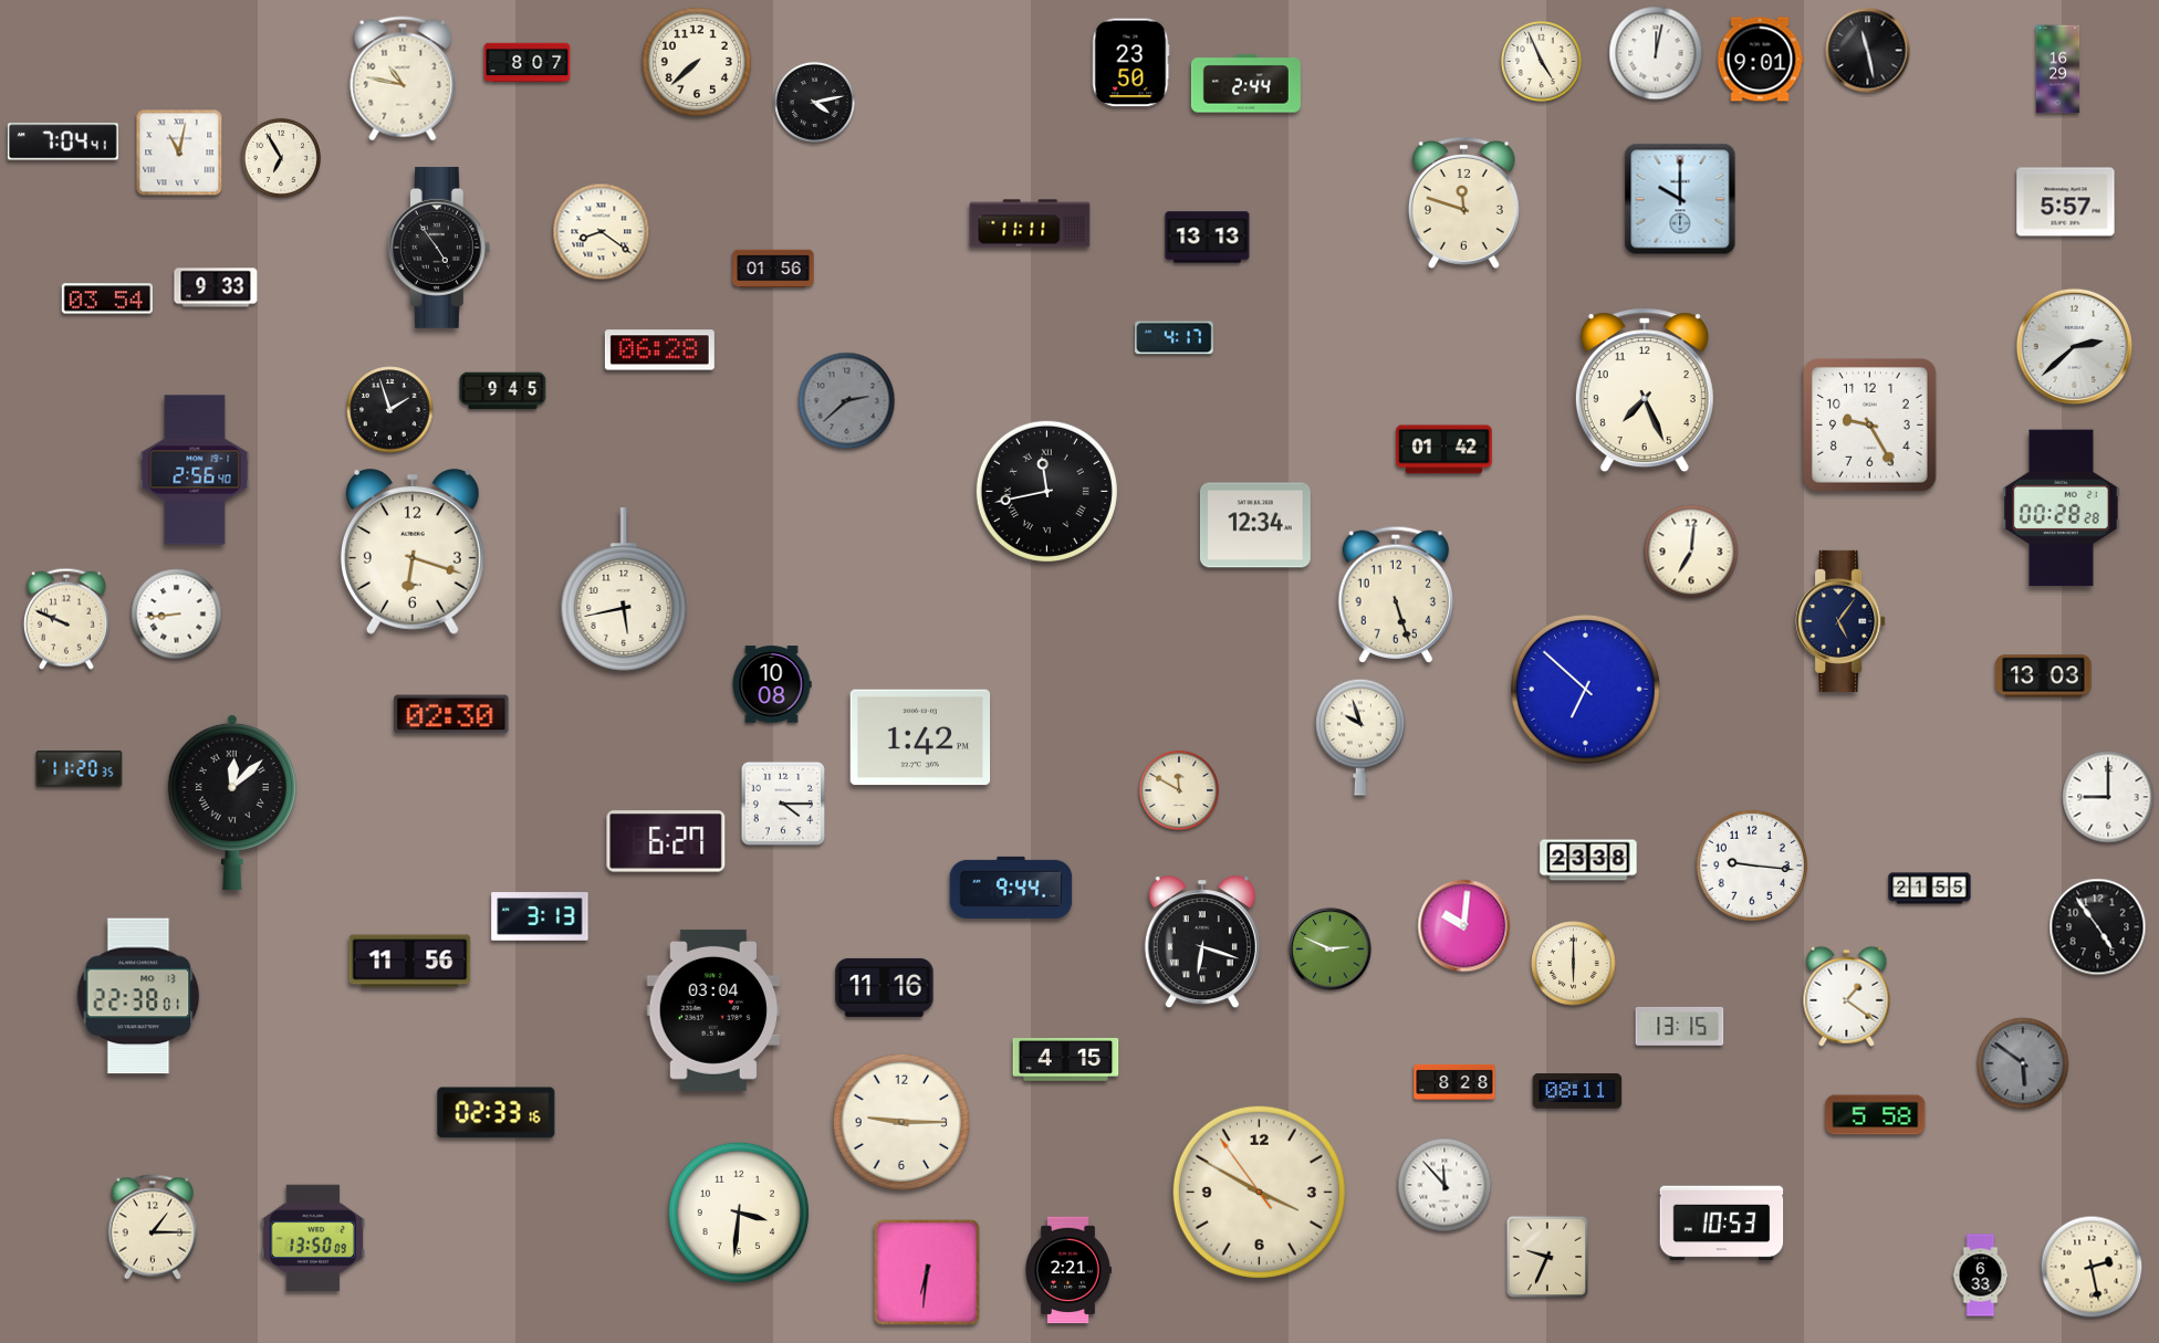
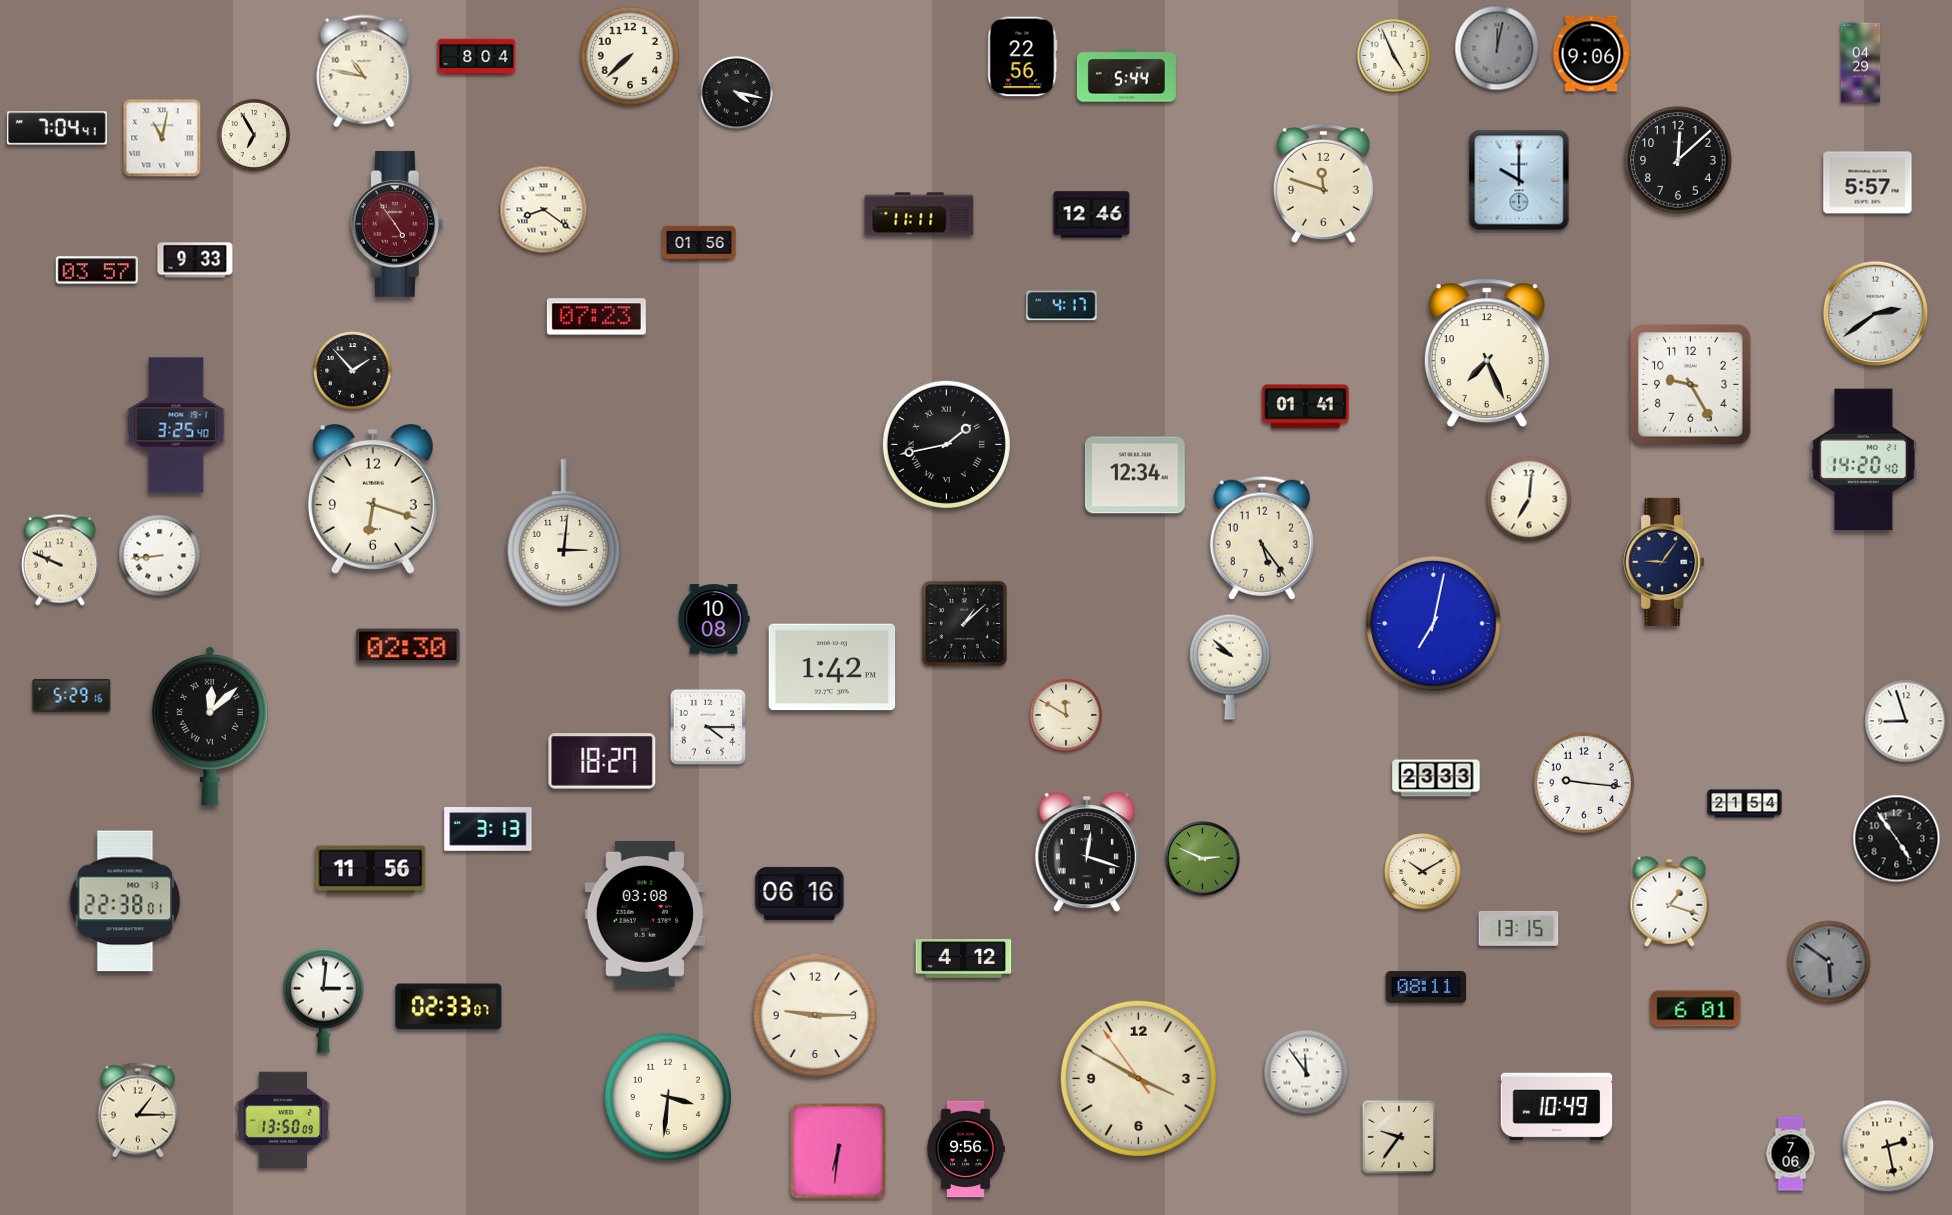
clock at (1868, 51): 11:28 -> none
clock at (1656, 53) dial: white -> grey
clock at (1760, 60): 9:01 -> 9:06
clock at (528, 63): 8:07 -> 8:04
clock at (1131, 63): 23:50 -> 22:56
clock at (2058, 70): 16:29 -> 04:29
clock at (1245, 84): 2:44 -> 5:44
clock at (814, 102): 4:13 -> 4:17
clock at (281, 158) position: (281, 158) -> (254, 135)
clock at (1678, 160): none -> 12:08
clock at (1030, 223) position: (1030, 223) -> (919, 214)
clock at (1208, 238): 13:13 -> 12:46
clock at (439, 248) dial: black -> burgundy
clock at (107, 298): 03:54 -> 03:57
clock at (2074, 346): 2:38 -> 2:39
clock at (659, 350): 06:28 -> 07:23
clock at (503, 391): 9:45 -> none
clock at (847, 401): 2:38 -> none
clock at (390, 410): 1:57 -> 1:53
clock at (1444, 450): 01:42 -> 01:41
clock at (195, 470): 2:56 -> 3:25
clock at (1046, 491): 11:43 -> 1:43
clock at (2061, 508): 00:28 -> 14:20
clock at (624, 589): 5:43 -> 3:01
clock at (1395, 595): 5:27 -> 5:24
clock at (1840, 621): 5:06 -> 9:06
clock at (2044, 676): 13:03 -> none
clock at (772, 684) position: (772, 684) -> (714, 619)
clock at (964, 623): none -> 1:08
clock at (1586, 690): 6:52 -> 7:02
clock at (1362, 737): 9:57 -> 9:52
clock at (80, 769): 11:20 -> 5:29
clock at (2108, 797): 9:00 -> 8:57
clock at (666, 841): 6:27 -> 18:27
clock at (1588, 860): 23:38 -> 23:33
clock at (1011, 888): 9:44 -> none
clock at (1930, 889): 21:55 -> 21:54
clock at (1464, 926): 10:01 -> none
clock at (1202, 943): 6:18 -> 12:18
clock at (1574, 964): 6:00 -> 10:10
clock at (885, 987): 11:16 -> 06:16
clock at (1847, 996): 1:21 -> 1:18
clock at (712, 1010): 03:04 -> 03:08
clock at (1066, 1060): 4:15 -> 4:12
clock at (1454, 1082): 8:28 -> none
clock at (323, 1000): none -> 3:01
clock at (497, 1113): 02:33:16 -> 02:33:07
clock at (1876, 1115): 5:58 -> 6:01
clock at (1444, 1185): 11:53 -> 11:54
clock at (1722, 1224): 10:53 -> 10:49
clock at (1547, 1257): 9:34 -> 9:36
clock at (2092, 1267) position: (2092, 1267) -> (1888, 1146)
clock at (1068, 1270): 2:21 -> 9:56
clock at (1981, 1276): 6:33 -> 7:06
